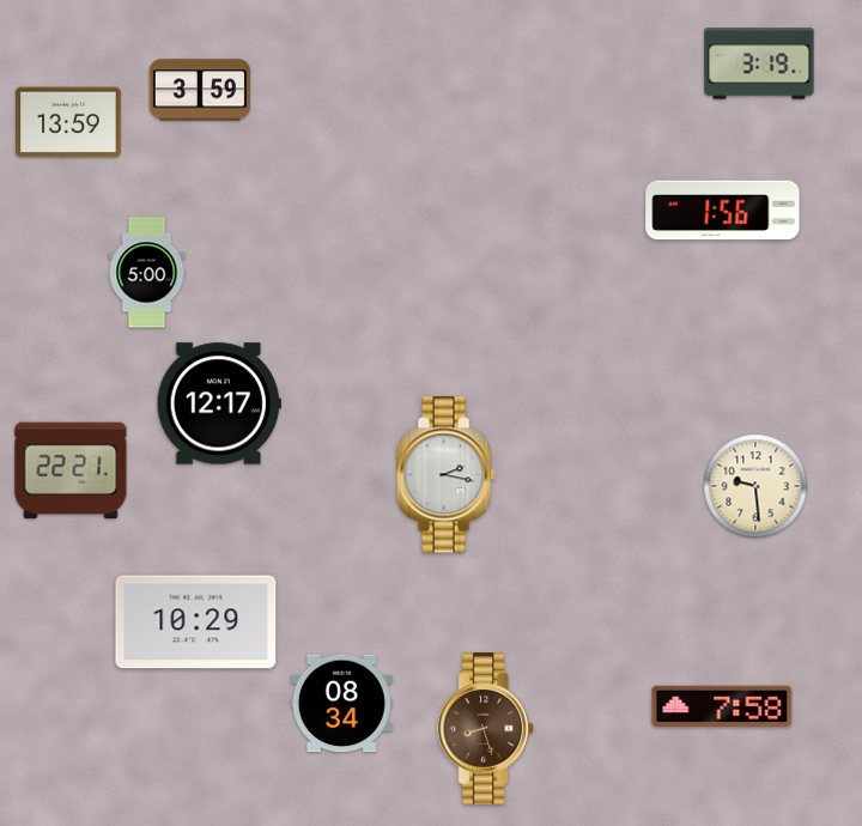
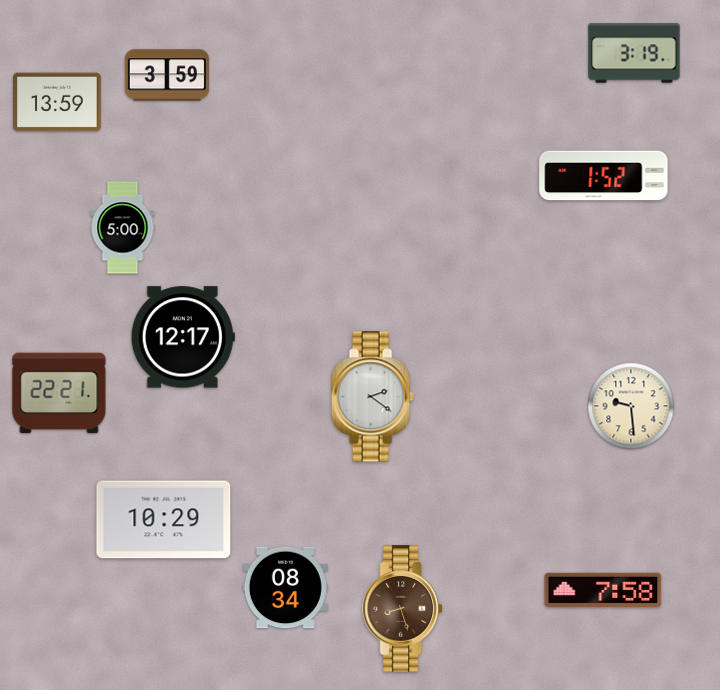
clock at (723, 211): 1:56 -> 1:52
clock at (445, 475): 2:17 -> 2:21
clock at (485, 729) position: (485, 729) -> (402, 609)
